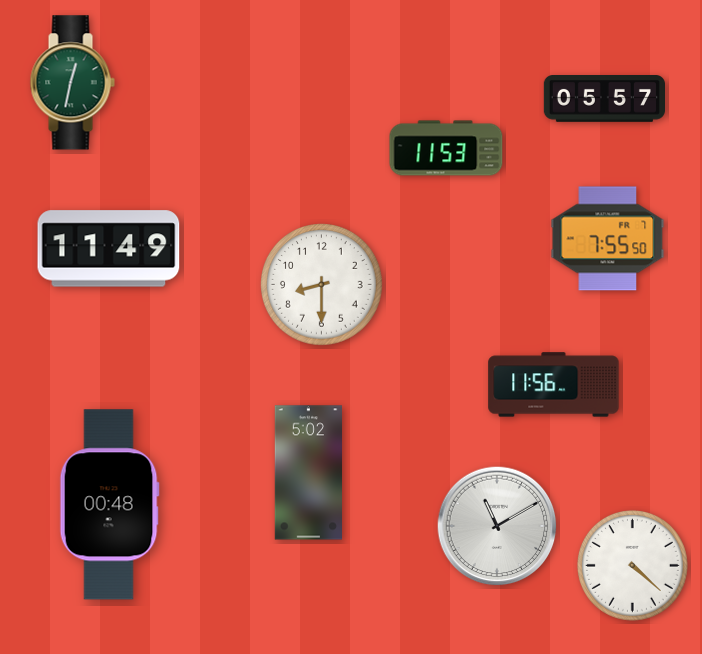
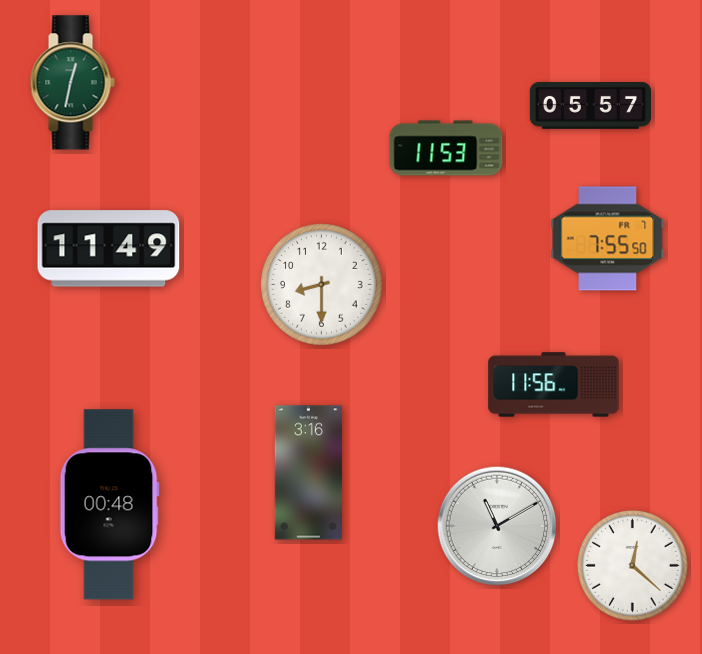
clock at (604, 99) position: (604, 99) -> (590, 106)
clock at (308, 473): 5:02 -> 3:16
clock at (632, 565): 4:22 -> 12:22
